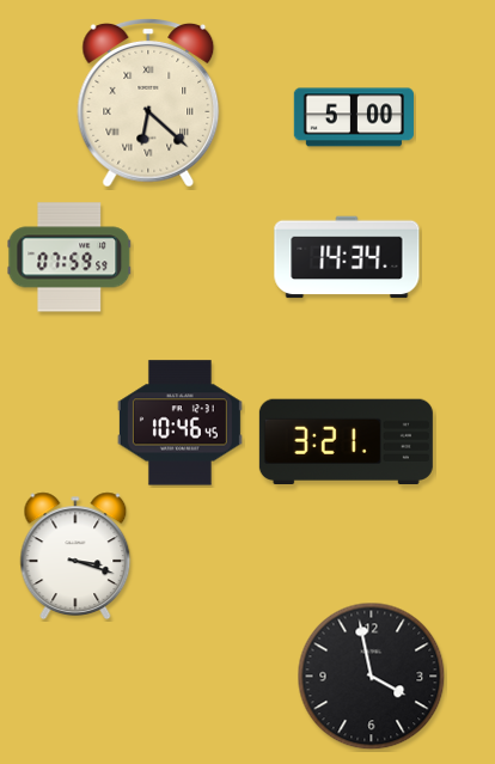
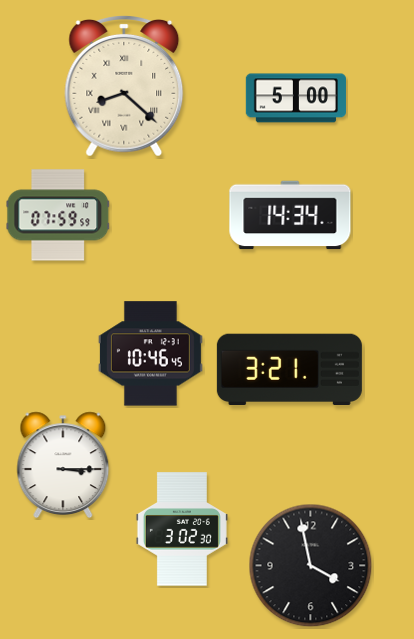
clock at (148, 104): 6:22 -> 8:22
clock at (75, 556): 3:18 -> 3:15
clock at (182, 529): none -> 3:02
